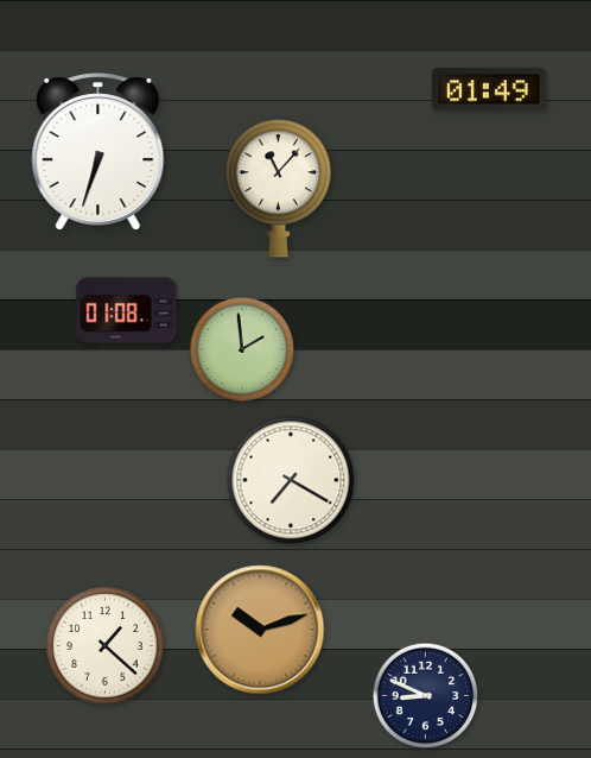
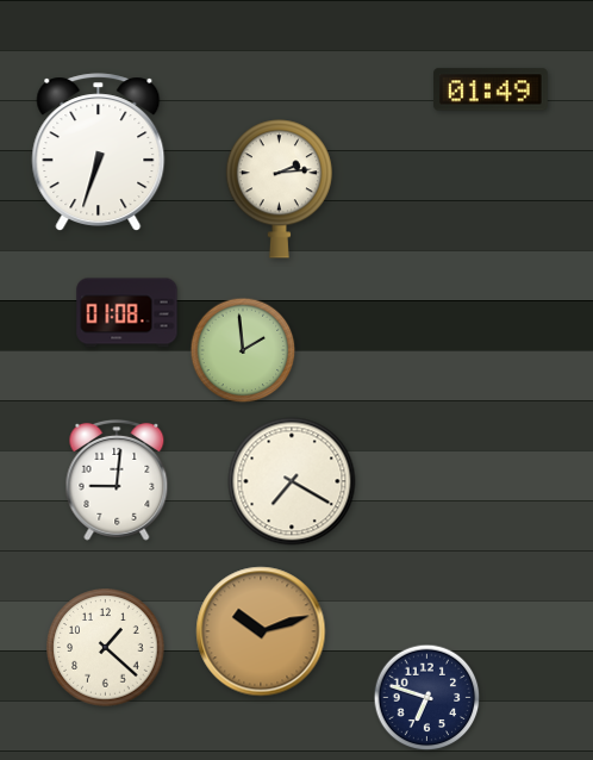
clock at (278, 189): 11:07 -> 2:14
clock at (117, 480): none -> 9:01
clock at (426, 696): 8:49 -> 6:48
